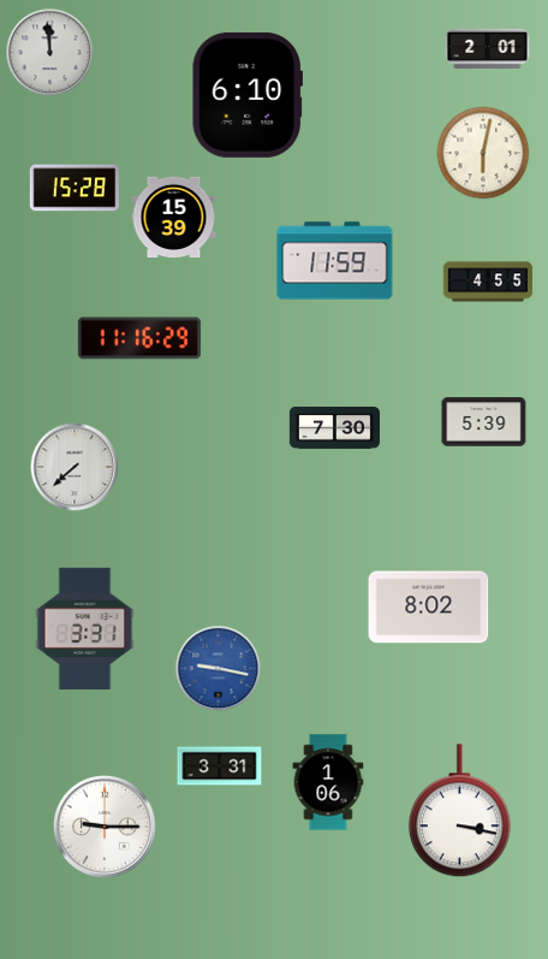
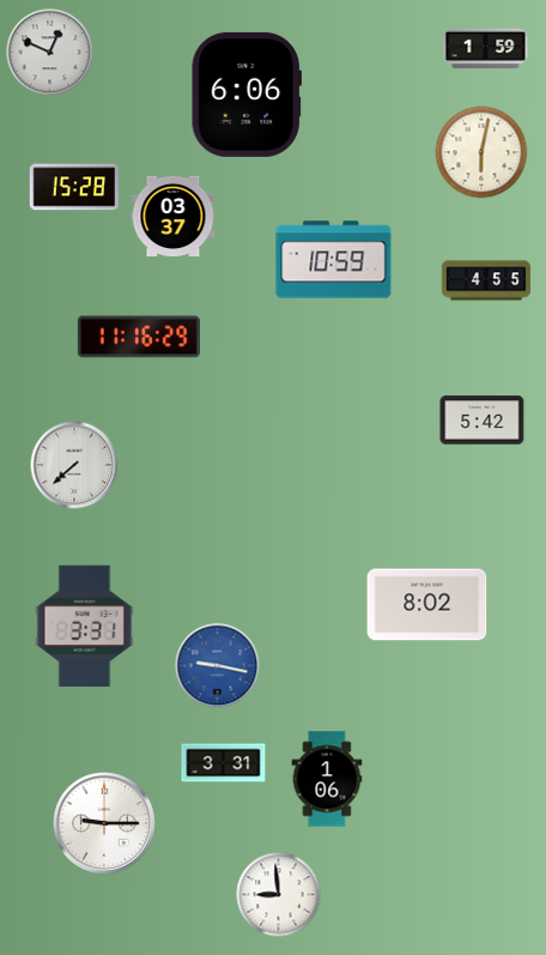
clock at (488, 49): 2:01 -> 1:59
clock at (50, 53): 11:59 -> 12:49
clock at (246, 95): 6:10 -> 6:06
clock at (174, 217): 15:39 -> 03:37
clock at (335, 261): 11:59 -> 10:59
clock at (484, 422): 5:39 -> 5:42
clock at (334, 427): 7:30 -> none
clock at (220, 766) position: (220, 766) -> (224, 763)
clock at (459, 811): 3:17 -> none
clock at (279, 895): none -> 8:59
